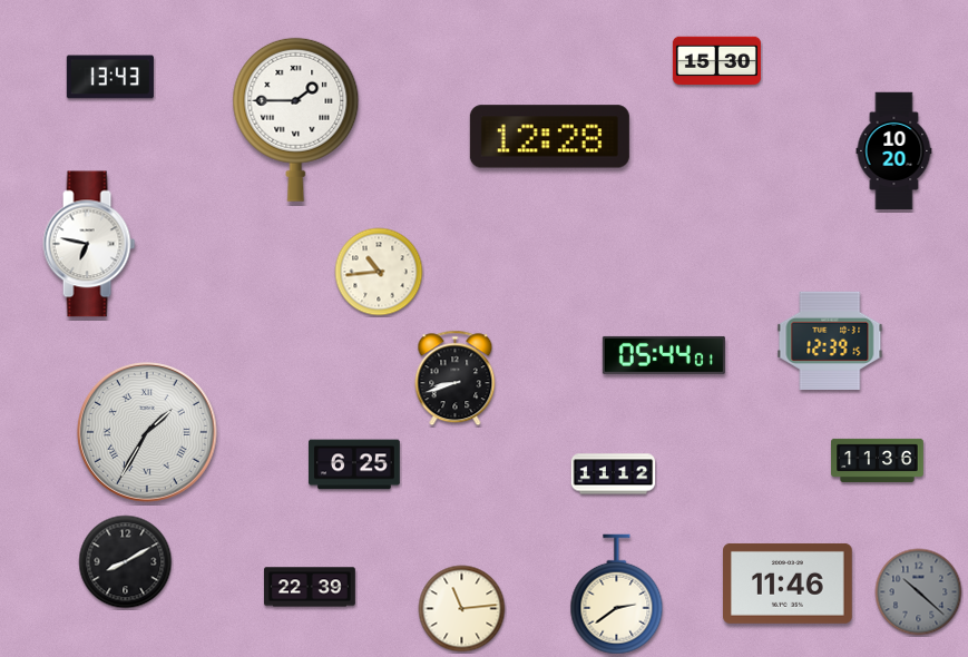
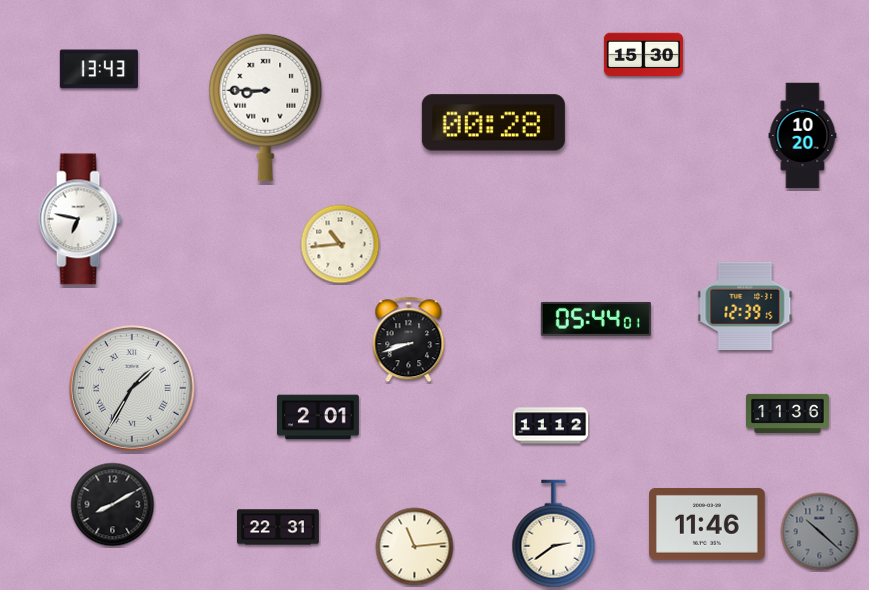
clock at (296, 119): 1:45 -> 8:45
clock at (549, 137): 12:28 -> 00:28
clock at (355, 464): 6:25 -> 2:01
clock at (311, 587): 22:39 -> 22:31
clock at (919, 592) position: (919, 592) -> (820, 532)
